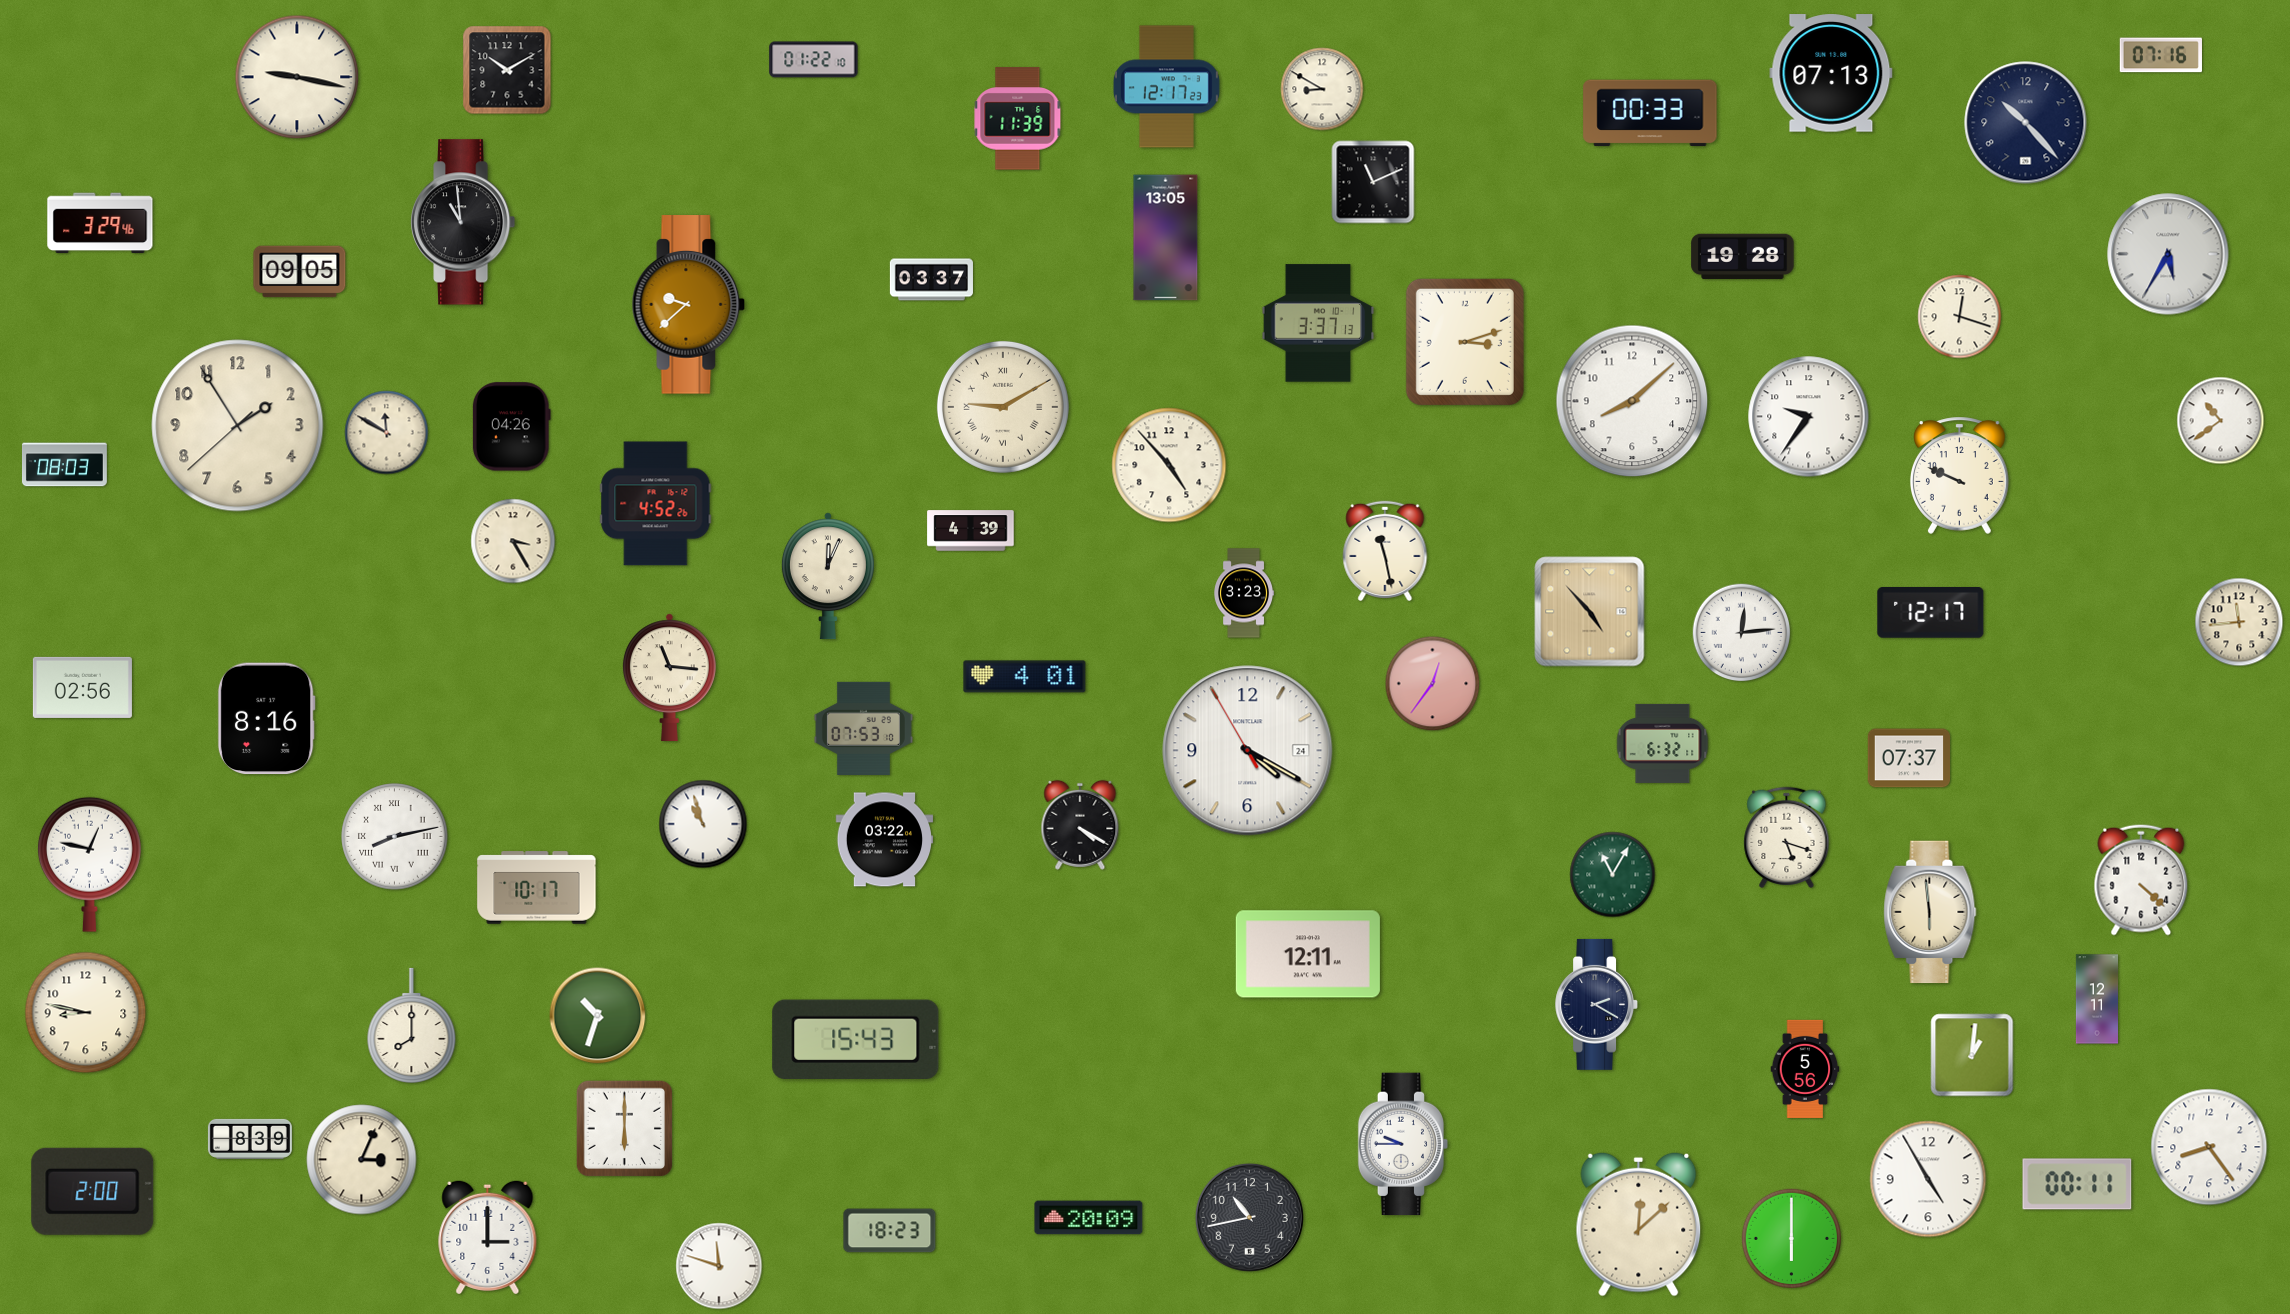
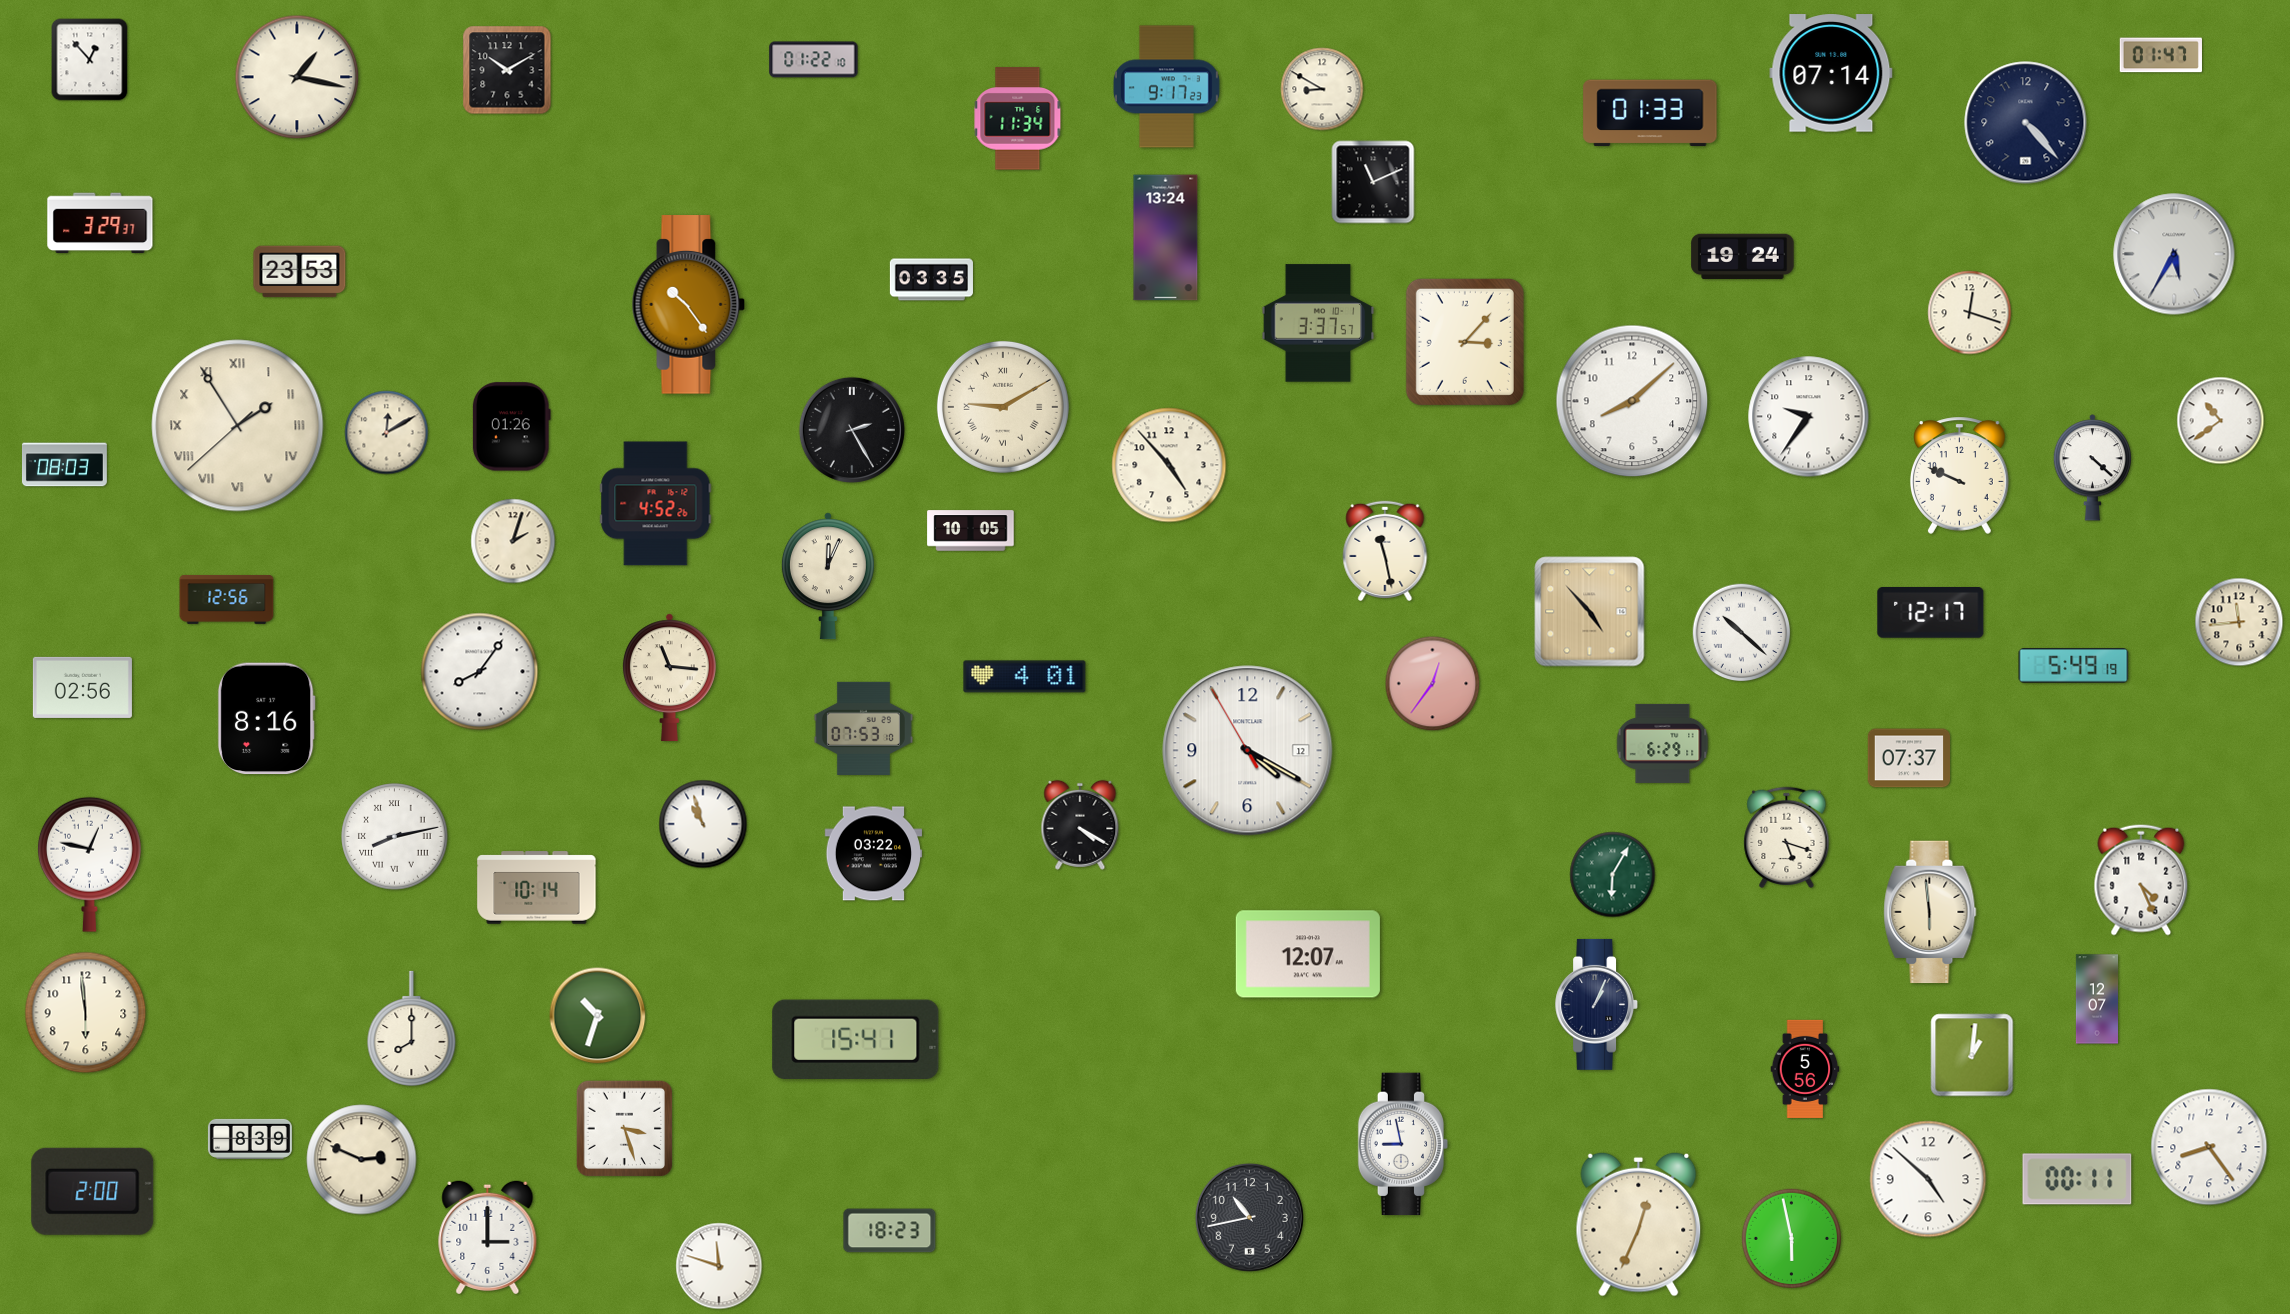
clock at (2161, 55): 07:16 -> 01:47
clock at (90, 60): none -> 12:53
clock at (1831, 73): 07:13 -> 07:14
clock at (297, 77): 9:17 -> 1:17
clock at (1166, 87): 12:17 -> 9:17
clock at (1650, 113): 00:33 -> 01:33
clock at (1018, 119): 11:39 -> 11:34
clock at (2026, 123): 10:23 -> 4:23
clock at (463, 222): 10:59 -> none
clock at (100, 223): 3:29:46 -> 3:29:37
clock at (1166, 238): 13:05 -> 13:24
clock at (2168, 254) position: (2168, 254) -> (2174, 254)
clock at (1743, 257): 19:28 -> 19:24
clock at (300, 272): 09:05 -> 23:53
clock at (931, 280): 03:37 -> 03:35
clock at (689, 305): 9:38 -> 10:24
clock at (1960, 317) position: (1960, 317) -> (1970, 313)
clock at (1318, 323): 3:37:13 -> 3:37:57
clock at (1465, 342): 3:12 -> 3:07
clock at (238, 426) numerals: Arabic -> Roman
clock at (511, 427): 04:26 -> 01:26
clock at (852, 430): none -> 2:25
clock at (387, 433): 11:50 -> 12:10
clock at (2093, 468): none -> 4:22
clock at (971, 531): 4:39 -> 10:05
clock at (513, 541): 3:25 -> 2:03
clock at (1244, 593): 3:23 -> none
clock at (227, 600): none -> 12:56
clock at (1742, 633): 12:14 -> 10:22
clock at (2074, 666): none -> 5:49
clock at (480, 672): none -> 8:06
clock at (1663, 743): 6:32 -> 6:29
clock at (1248, 751) date: 24 -> 12
clock at (885, 840) position: (885, 840) -> (874, 854)
clock at (1613, 875): 11:05 -> 6:05
clock at (2141, 880): 4:22 -> 4:26
clock at (537, 888): 10:17 -> 10:14
clock at (1308, 954): 12:11 -> 12:07
clock at (2096, 999): 12:11 -> 12:07
clock at (1597, 1004): 2:20 -> 1:04
clock at (86, 1013): 8:47 -> 5:59
clock at (412, 1025) position: (412, 1025) -> (412, 1028)
clock at (856, 1039): 15:43 -> 15:41
clock at (624, 1128): 6:00 -> 3:27
clock at (1403, 1144): 9:45 -> 8:58
clock at (362, 1160): 3:04 -> 2:49
clock at (1928, 1179): 4:55 -> 4:52
clock at (2077, 1184) position: (2077, 1184) -> (2077, 1179)
clock at (1089, 1218): 20:09 -> none
clock at (1639, 1224): 12:08 -> 12:34
clock at (1791, 1238): 6:00 -> 5:58
